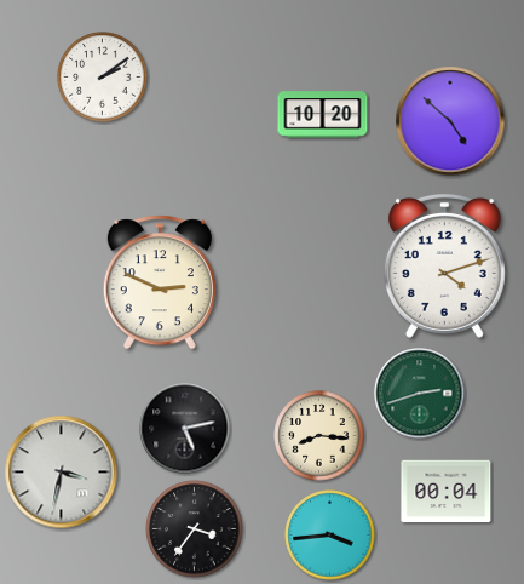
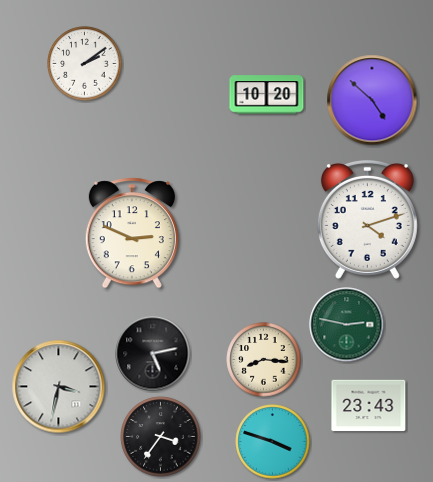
clock at (420, 394): 2:42 -> 2:47
clock at (62, 473) position: (62, 473) -> (59, 387)
clock at (447, 492): 00:04 -> 23:43
clock at (330, 536): 3:44 -> 3:48
